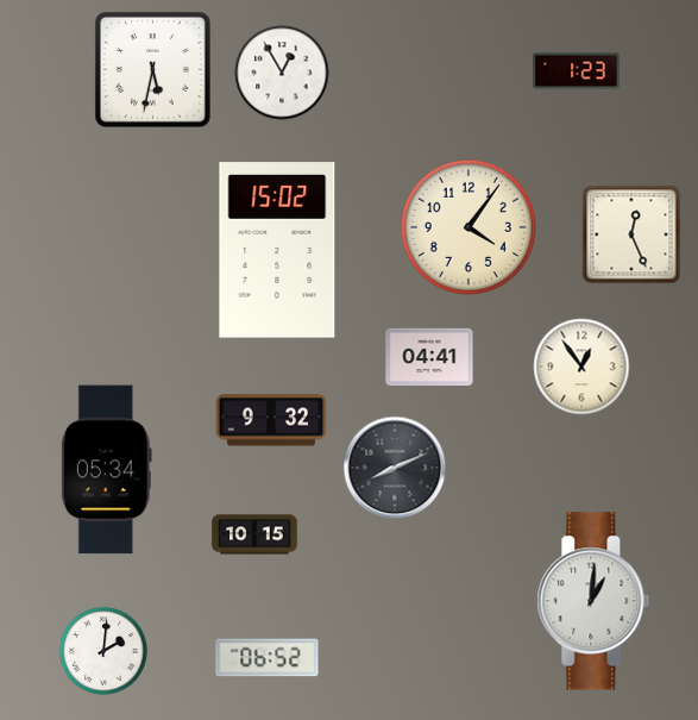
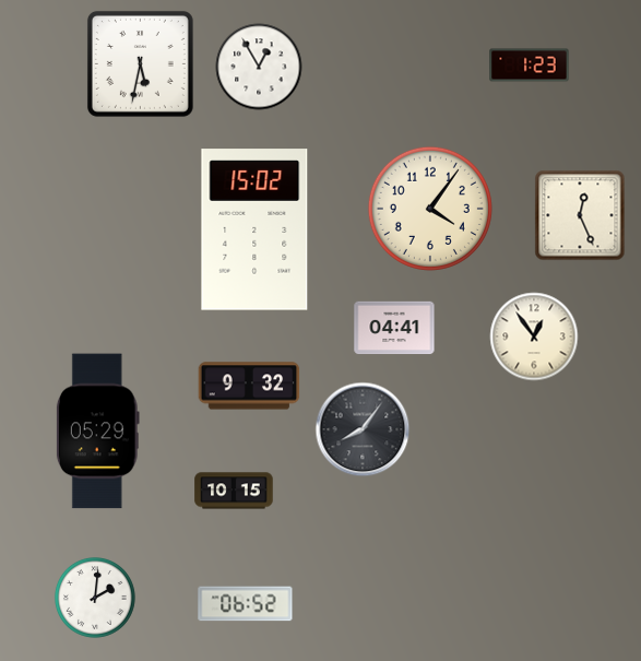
clock at (395, 468): 8:11 -> 8:06
clock at (106, 470): 05:34 -> 05:29
clock at (593, 601): 1:01 -> none
